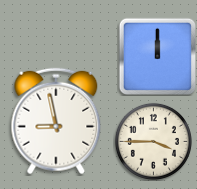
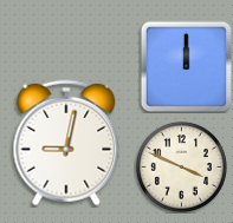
clock at (56, 121): 8:58 -> 9:02
clock at (153, 141): 3:45 -> 3:49
